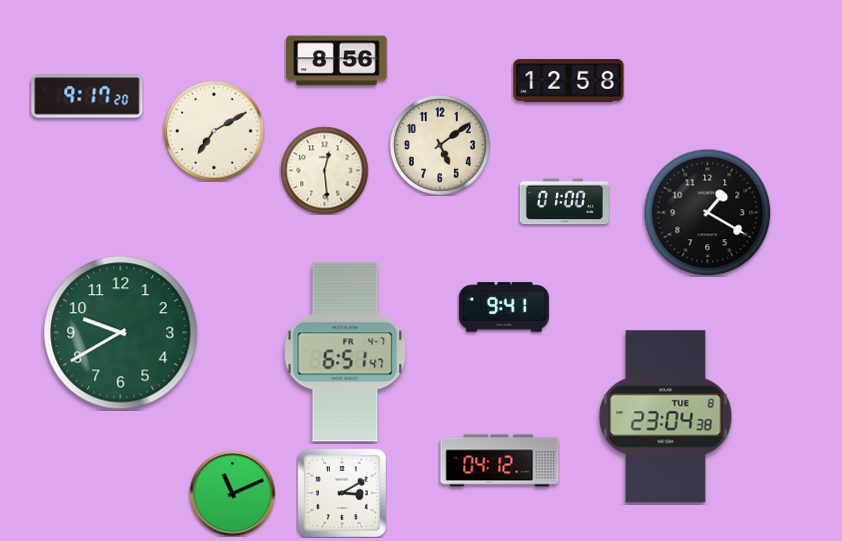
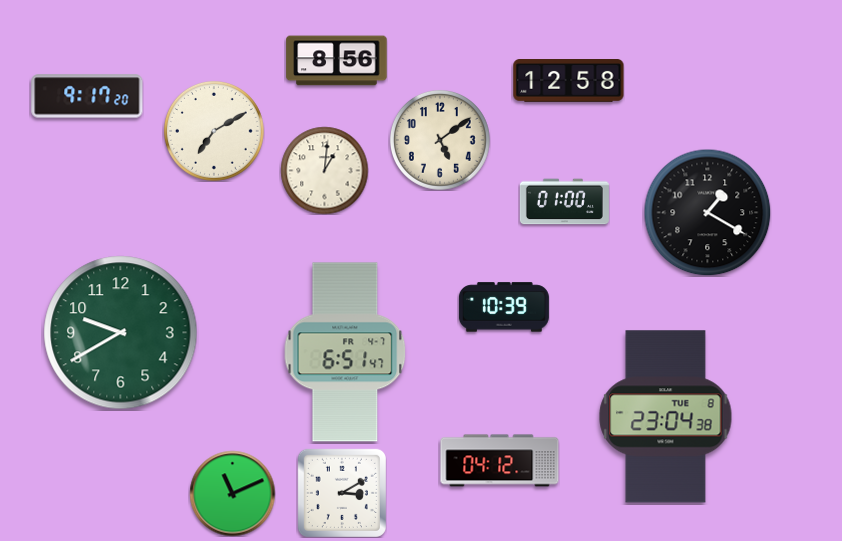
clock at (440, 145) position: (440, 145) -> (440, 140)
clock at (324, 170): 12:29 -> 1:01
clock at (504, 307): 9:41 -> 10:39
